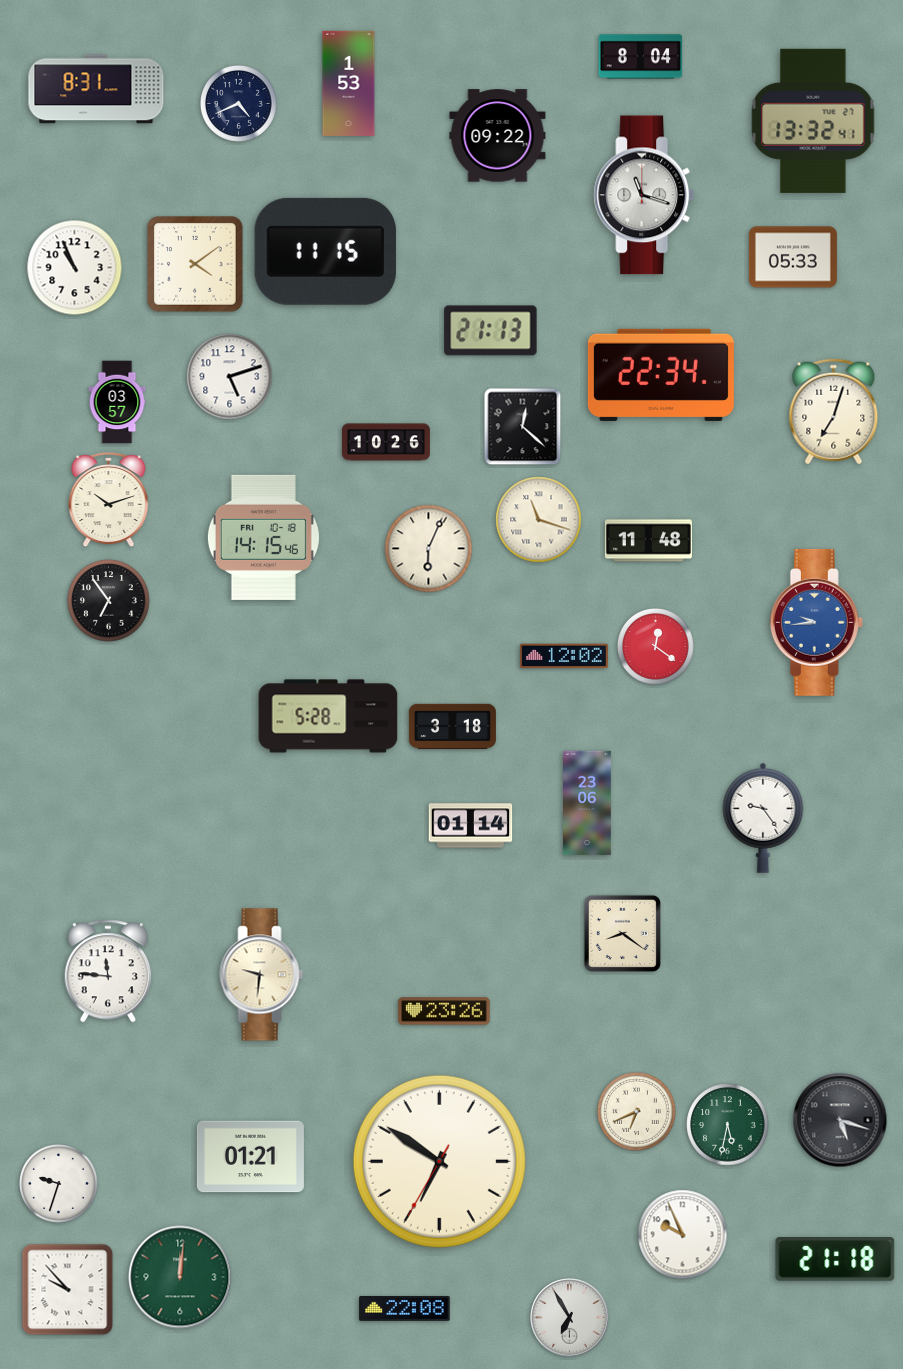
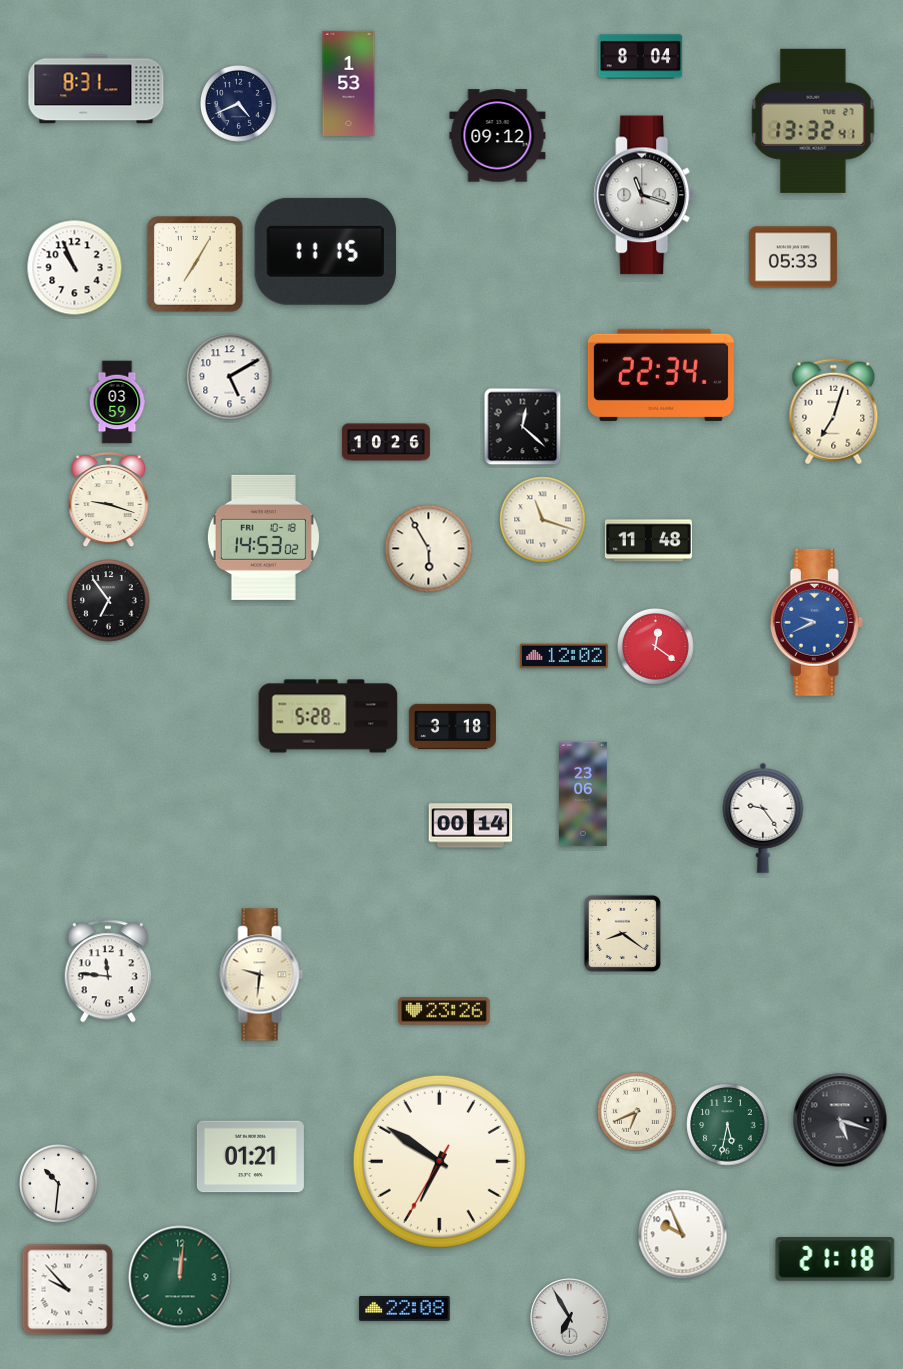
clock at (498, 136): 09:22 -> 09:12
clock at (195, 264): 4:09 -> 7:05
clock at (491, 331): 21:13 -> none
clock at (230, 377): 5:12 -> 5:10
clock at (117, 402): 03:57 -> 03:59
clock at (109, 500): 10:12 -> 9:18
clock at (539, 520) position: (539, 520) -> (543, 520)
clock at (263, 537): 14:15 -> 14:53
clock at (429, 549): 6:04 -> 5:55
clock at (816, 622): 9:44 -> 9:41
clock at (587, 803) position: (587, 803) -> (583, 794)
clock at (471, 826): 01:14 -> 00:14
clock at (59, 1184): 9:33 -> 10:31
